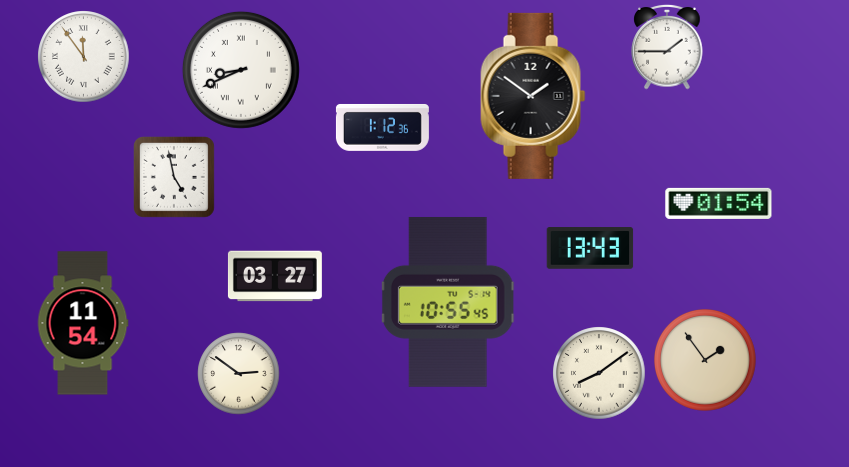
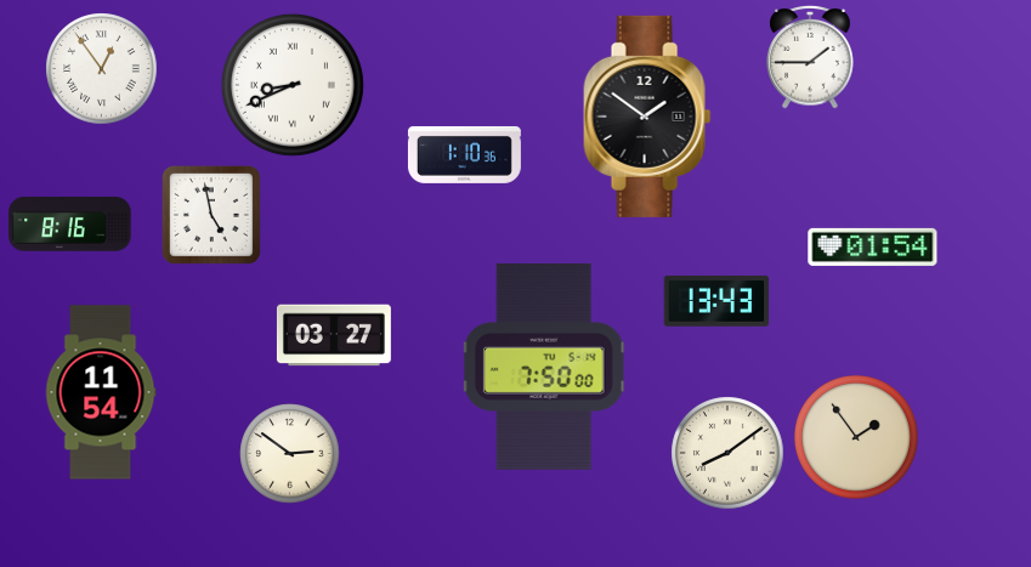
clock at (84, 57): 11:54 -> 12:54
clock at (382, 127): 1:12 -> 1:10
clock at (70, 225): none -> 8:16
clock at (448, 302): 10:55 -> 7:50
